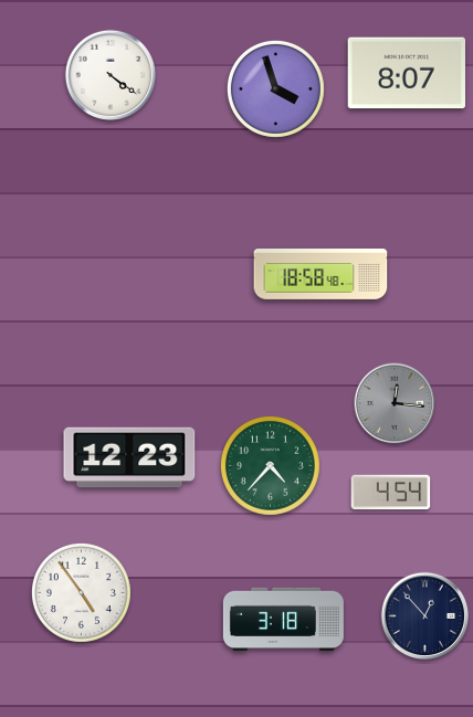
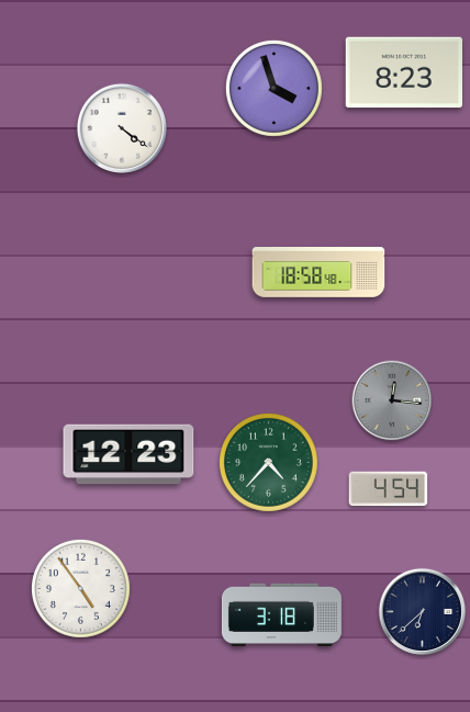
clock at (406, 73): 8:07 -> 8:23
clock at (111, 75) position: (111, 75) -> (122, 128)
clock at (425, 616): 12:53 -> 6:38
